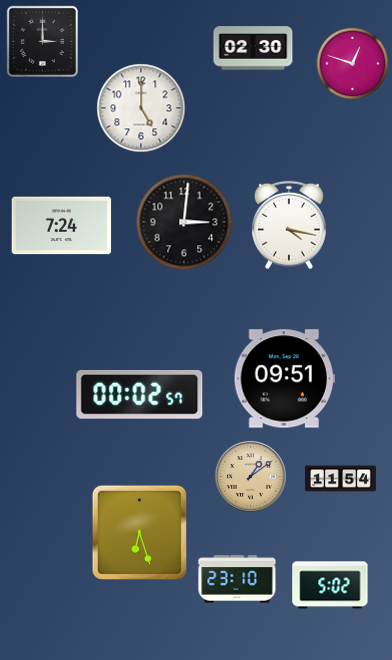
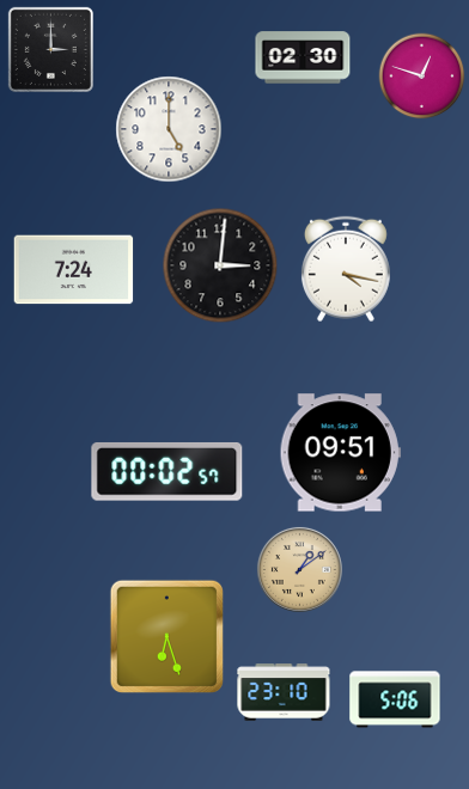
clock at (340, 479): 11:54 -> none
clock at (330, 585): 5:02 -> 5:06
